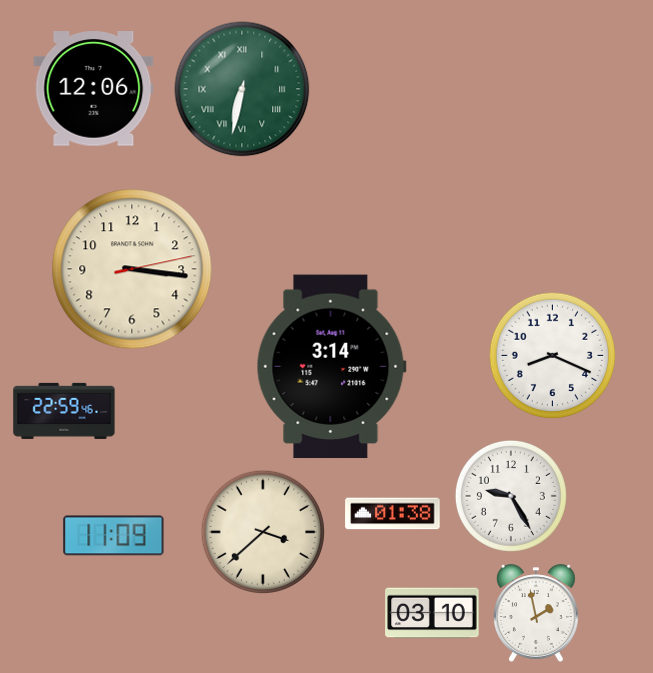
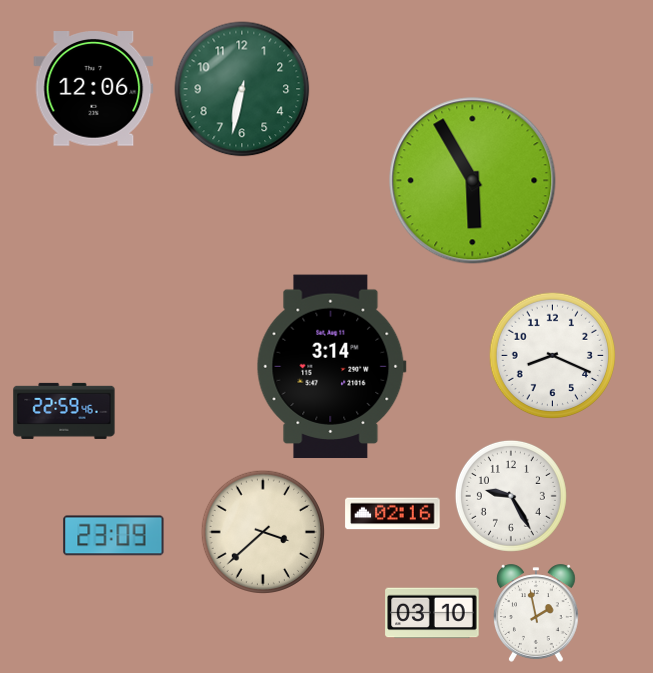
clock at (242, 89) numerals: Roman -> Arabic
clock at (473, 181): none -> 5:55
clock at (132, 269): 3:16 -> none
clock at (393, 514): 01:38 -> 02:16
clock at (114, 536): 11:09 -> 23:09
